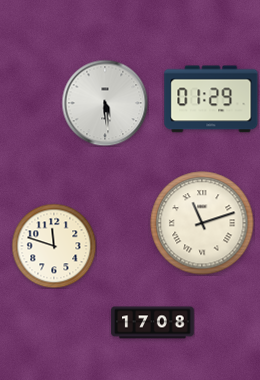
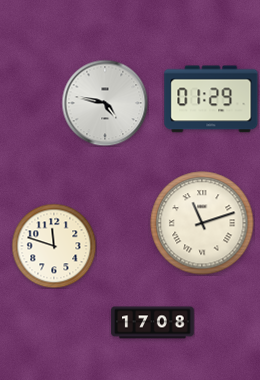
clock at (105, 103): 5:29 -> 4:47
